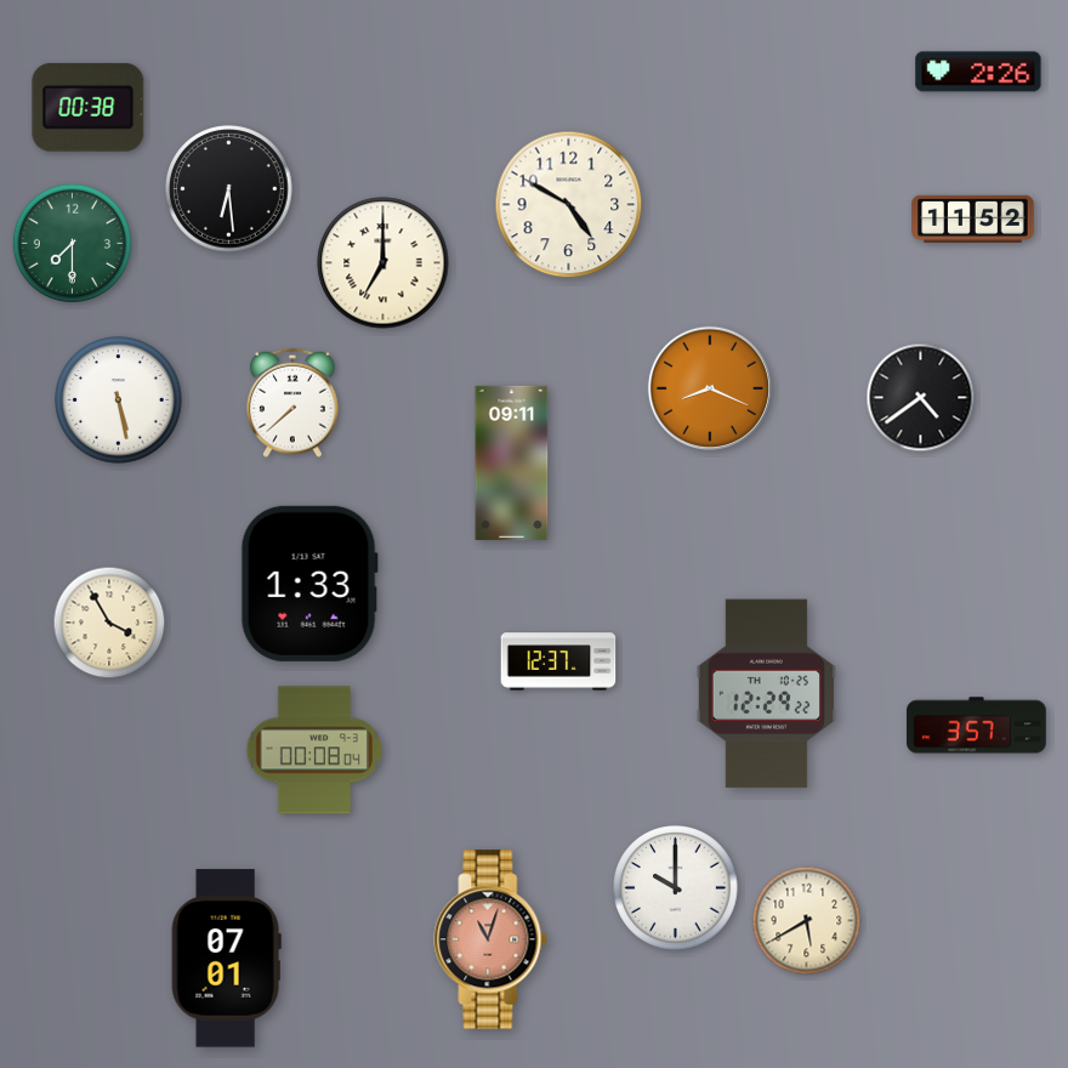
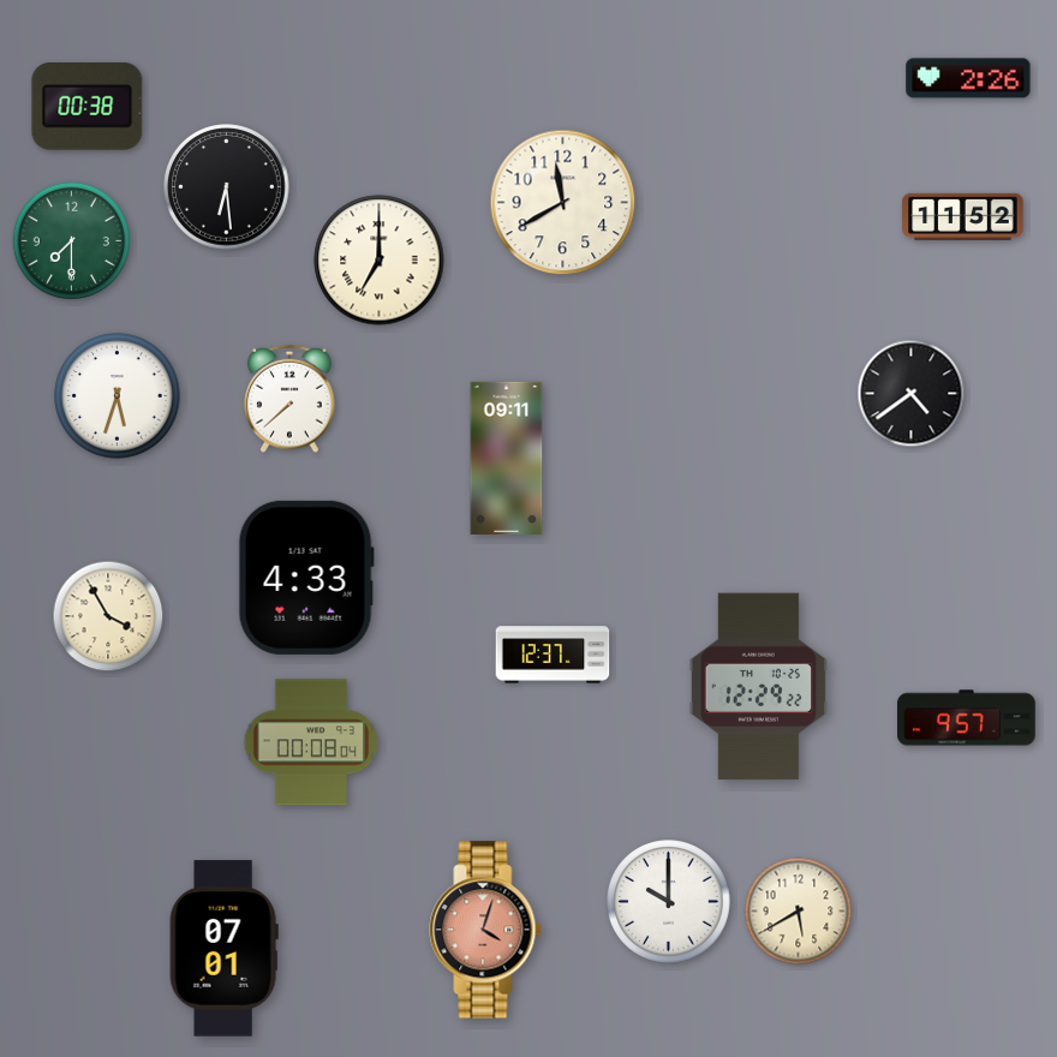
clock at (978, 72) position: (978, 72) -> (968, 78)
clock at (569, 205): 4:50 -> 11:40
clock at (710, 388): 8:19 -> none
clock at (119, 400): 5:28 -> 5:33
clock at (309, 584): 1:33 -> 4:33
clock at (977, 726): 3:57 -> 9:57
clock at (676, 888) position: (676, 888) -> (669, 902)
clock at (490, 939): 11:03 -> 4:03
